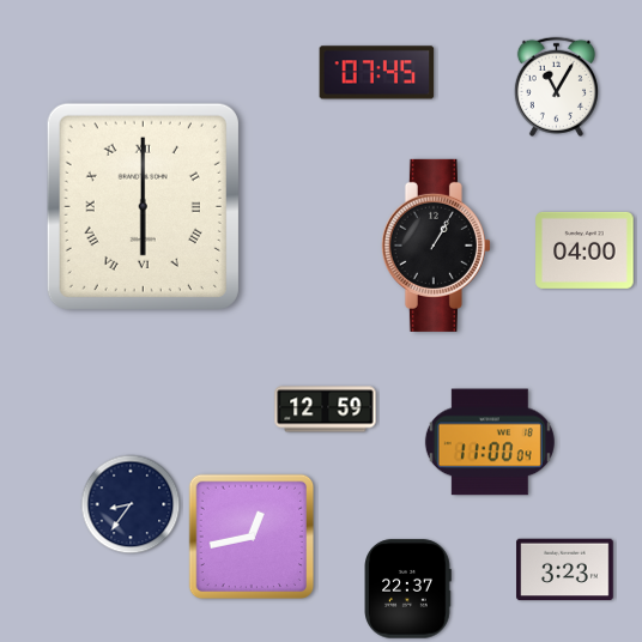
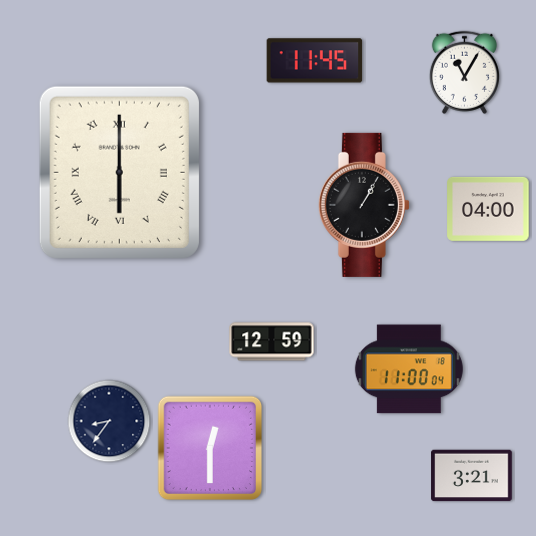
clock at (377, 73): 07:45 -> 11:45
clock at (252, 537): 12:43 -> 12:30
clock at (565, 570): 3:23 -> 3:21
clock at (408, 589): 22:37 -> none
